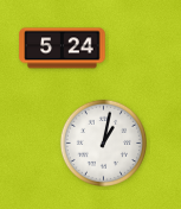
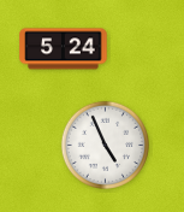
clock at (103, 142): 1:02 -> 4:56
